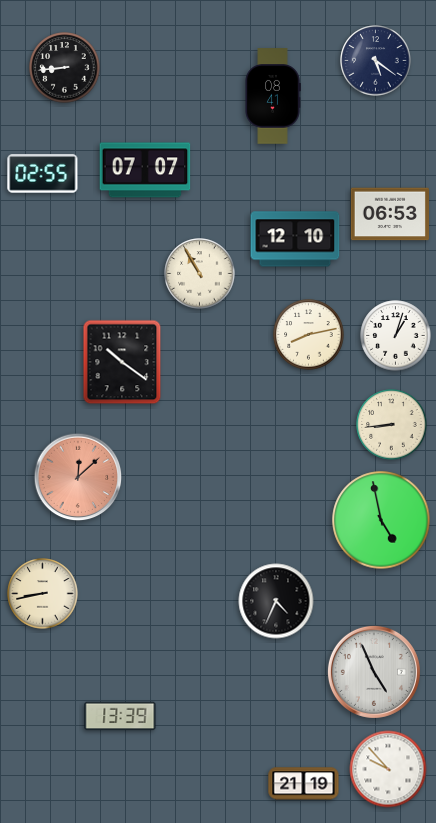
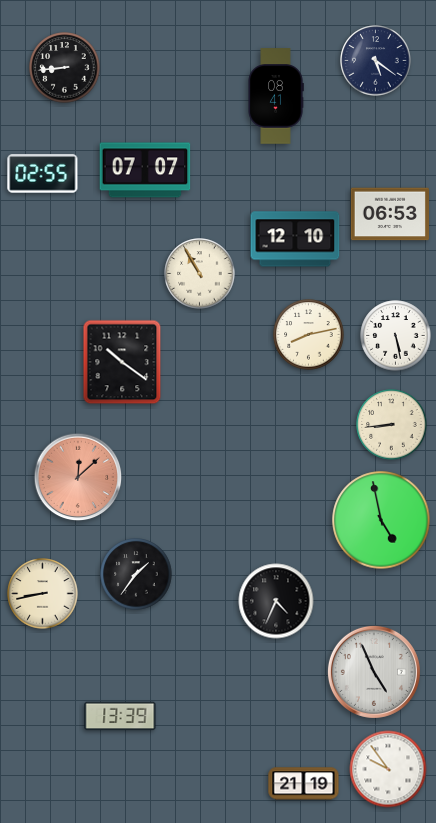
clock at (273, 96) position: (273, 96) -> (276, 96)
clock at (396, 336): 1:03 -> 5:28
clock at (136, 574): none -> 1:36
clock at (388, 769): 9:53 -> 9:54
